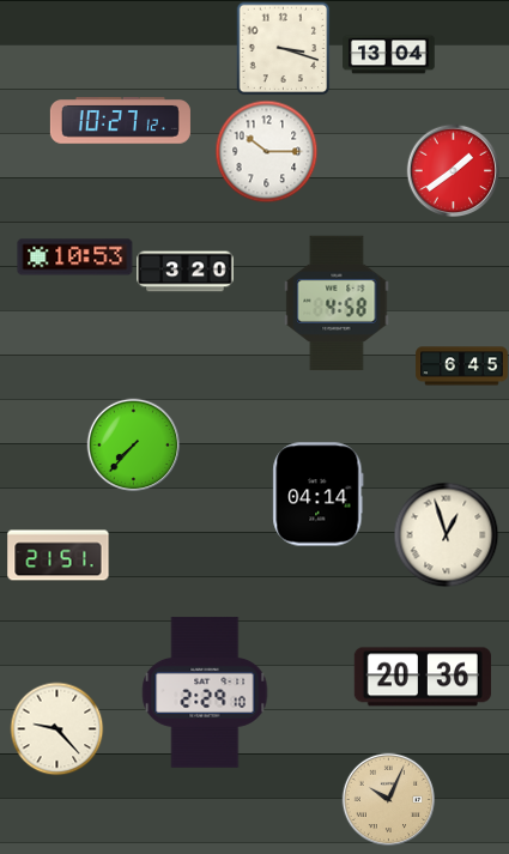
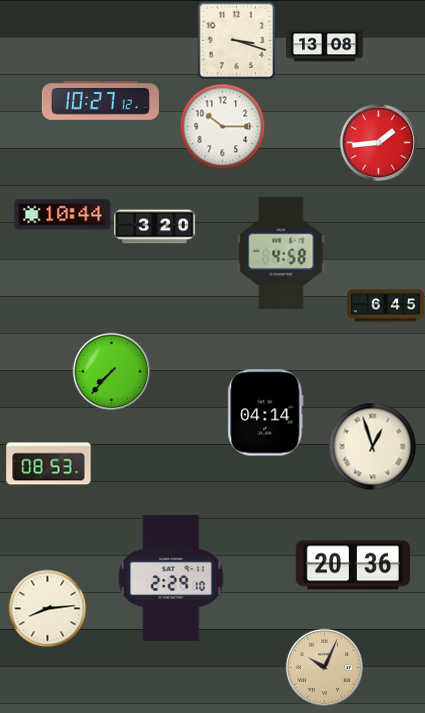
clock at (389, 55): 13:04 -> 13:08
clock at (453, 170): 1:39 -> 1:44
clock at (75, 258): 10:53 -> 10:44
clock at (59, 556): 21:51 -> 08:53
clock at (56, 728): 9:23 -> 8:14
